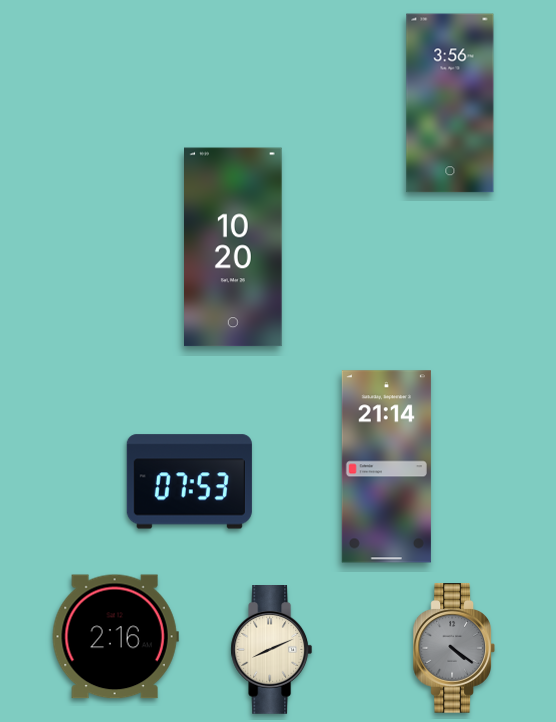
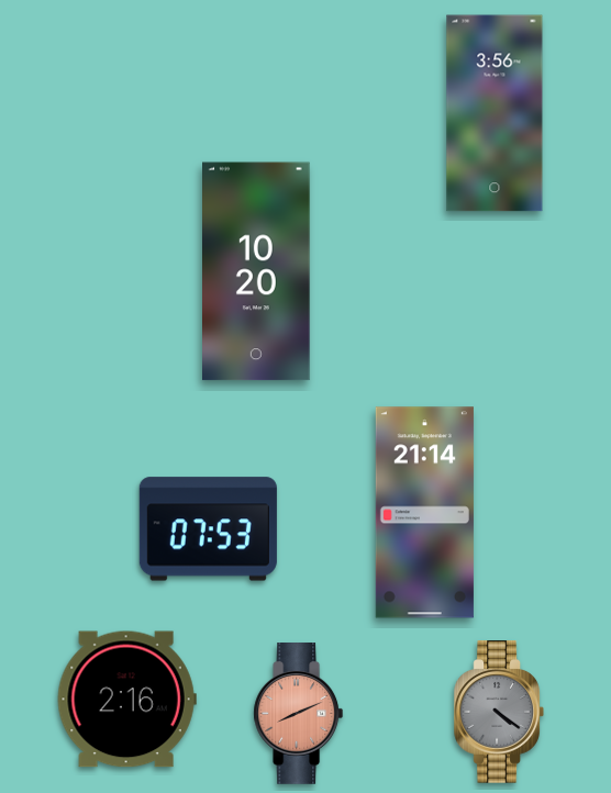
clock at (272, 650) dial: cream -> salmon
